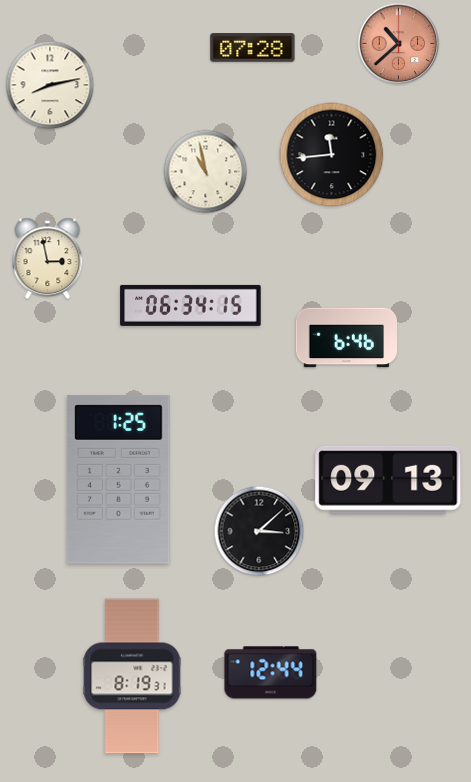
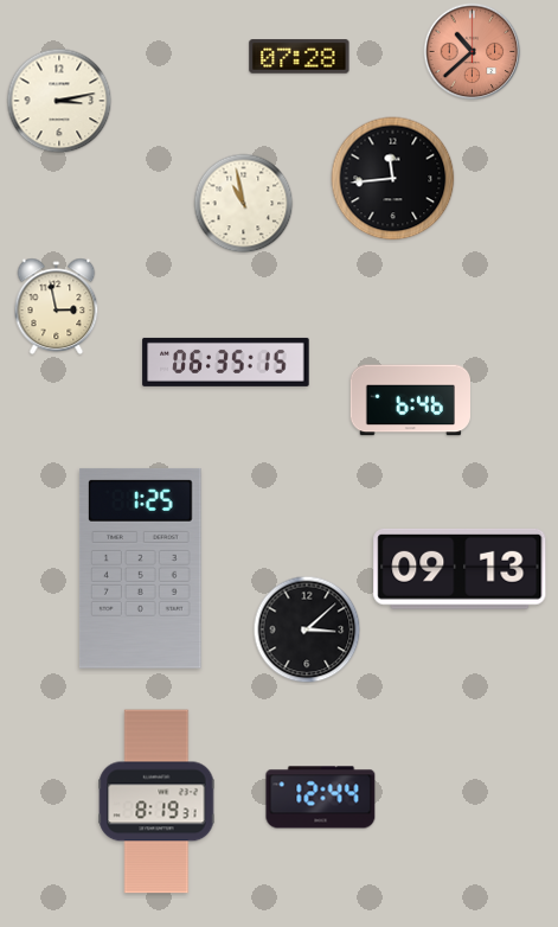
clock at (50, 85): 8:13 -> 3:13
clock at (332, 155) position: (332, 155) -> (393, 179)
clock at (191, 305): 06:34 -> 06:35
